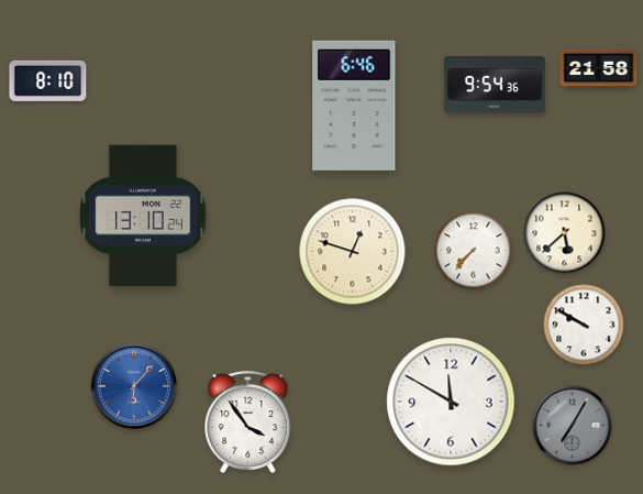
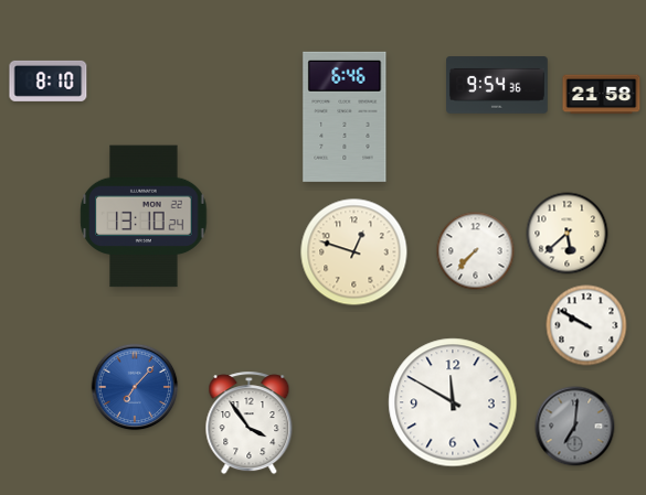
clock at (599, 69) position: (599, 69) -> (602, 95)
clock at (354, 106) position: (354, 106) -> (345, 117)
clock at (134, 386): 6:07 -> 7:07
clock at (573, 426): 7:05 -> 7:01
